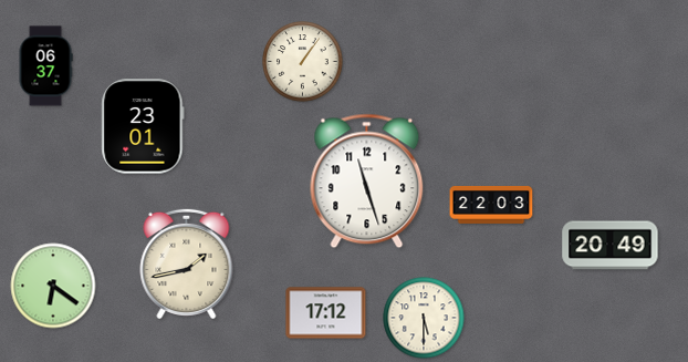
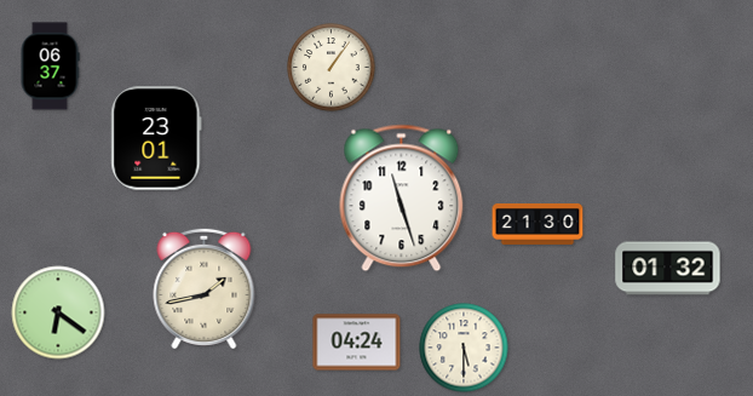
clock at (45, 66) position: (45, 66) -> (50, 67)
clock at (491, 205): 22:03 -> 21:30
clock at (611, 246): 20:49 -> 01:32
clock at (326, 313): 17:12 -> 04:24
